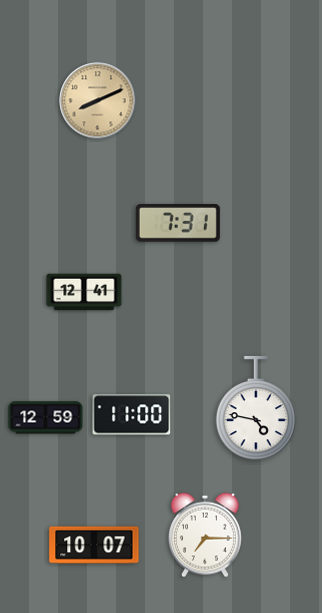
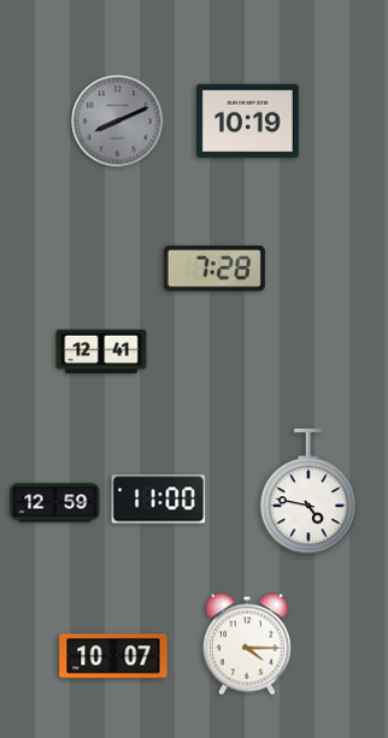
clock at (98, 101) dial: champagne -> grey
clock at (247, 122): none -> 10:19
clock at (178, 224): 7:31 -> 7:28
clock at (205, 535): 7:15 -> 4:15
